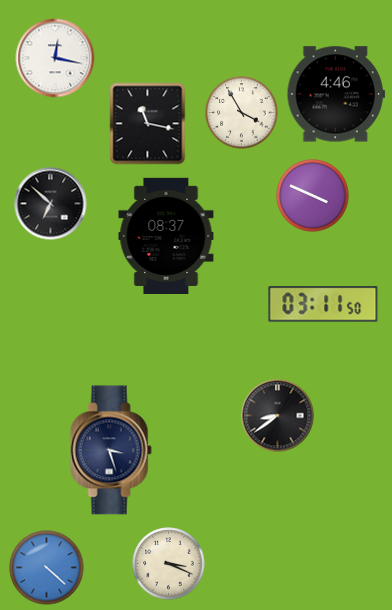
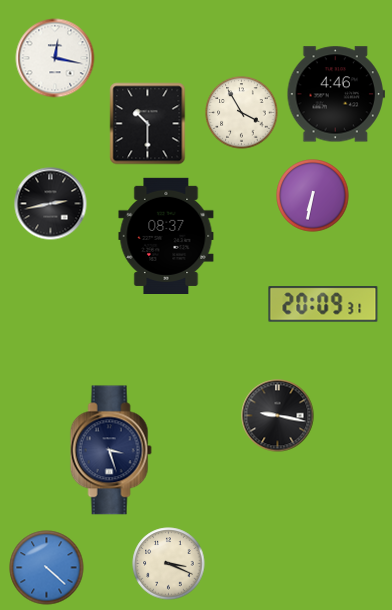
clock at (148, 124): 11:17 -> 10:30
clock at (313, 196): 3:49 -> 6:32
clock at (51, 204): 6:52 -> 2:43
clock at (323, 304): 03:11 -> 20:09
clock at (278, 416): 8:39 -> 9:17
